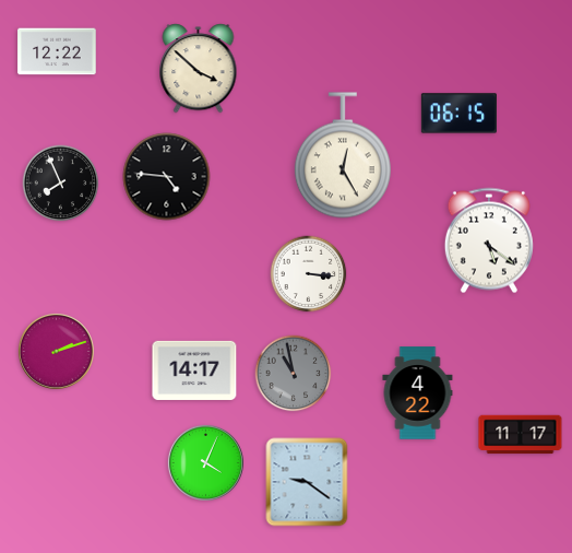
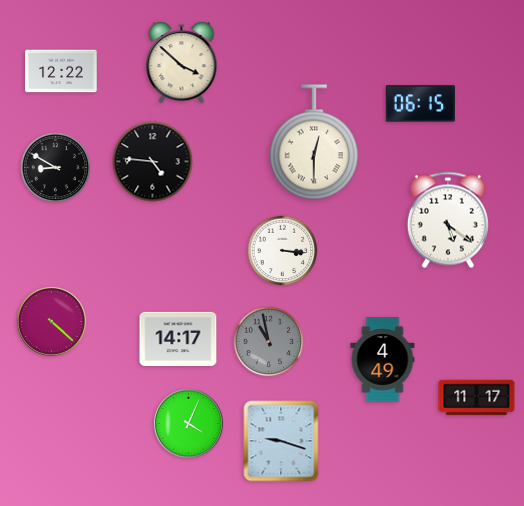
clock at (57, 51) position: (57, 51) -> (61, 71)
clock at (343, 155): 12:25 -> 12:30
clock at (61, 184): 7:56 -> 8:50
clock at (56, 351): 2:12 -> 4:22
clock at (418, 393): 4:22 -> 4:49
clock at (307, 482): 9:21 -> 9:18
